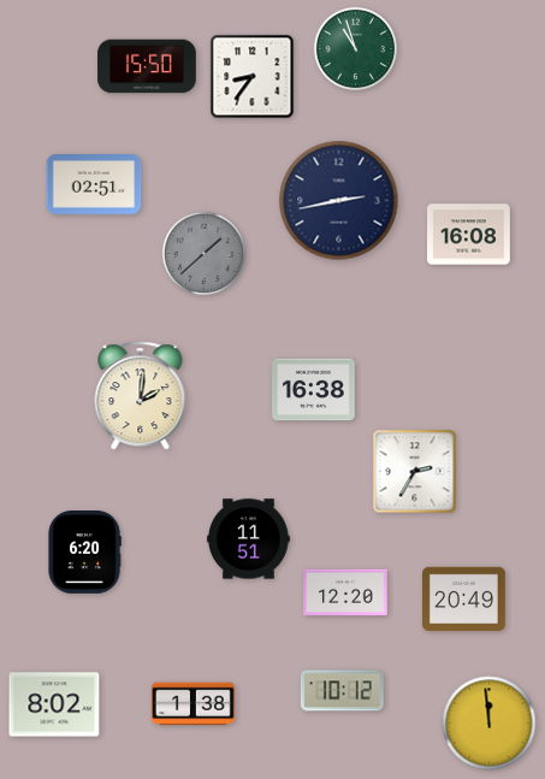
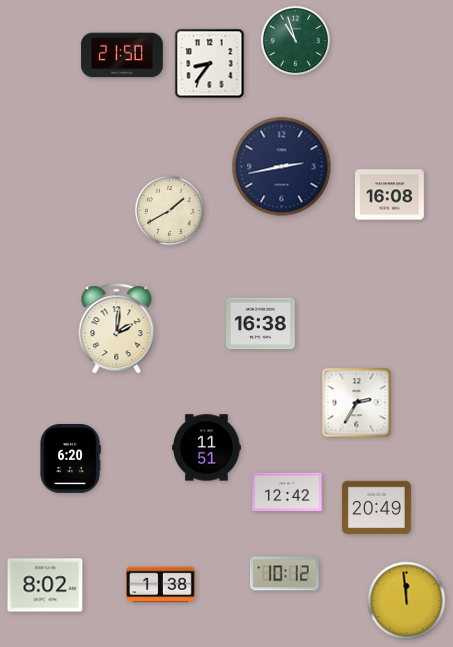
clock at (147, 66): 15:50 -> 21:50
clock at (94, 185): 02:51 -> none
clock at (203, 253): 1:38 -> 1:40
clock at (203, 253) dial: grey -> cream
clock at (415, 472) position: (415, 472) -> (357, 403)
clock at (345, 592): 12:20 -> 12:42
clock at (464, 600) position: (464, 600) -> (377, 508)
